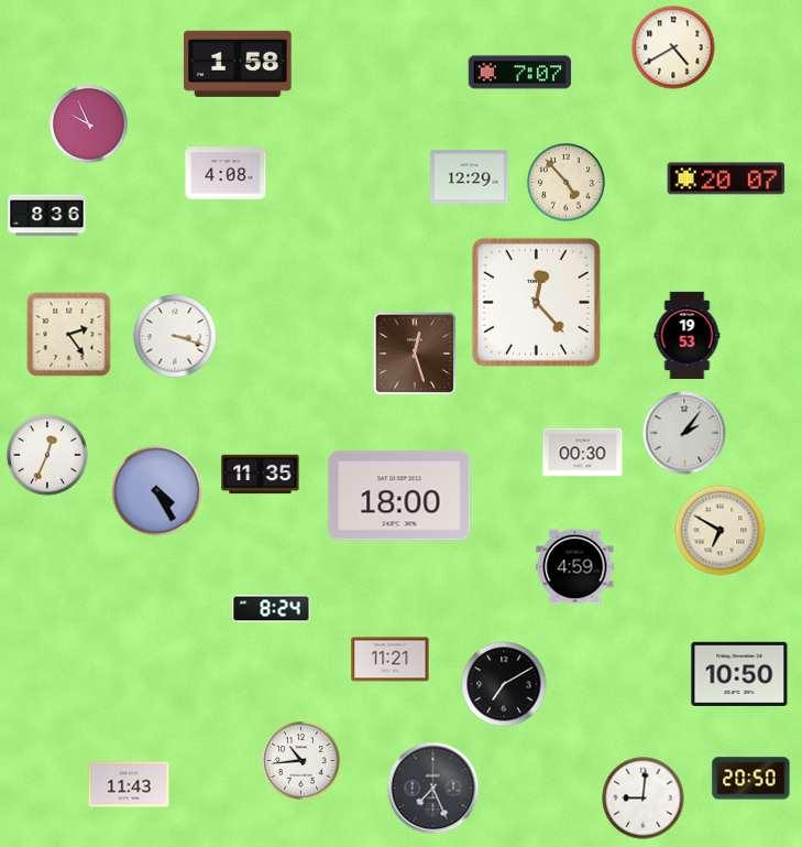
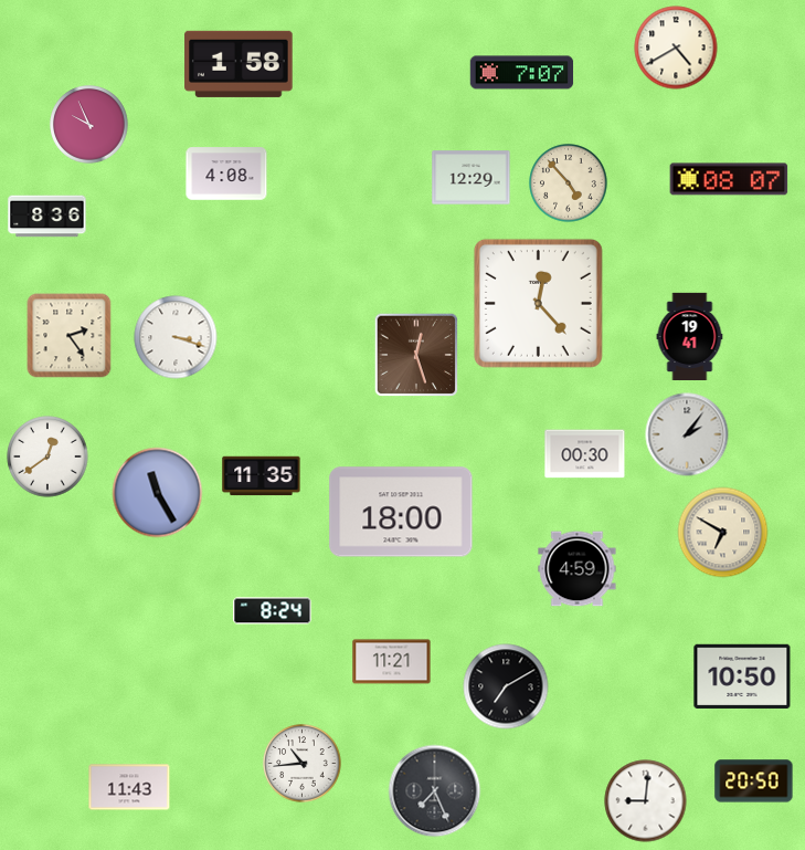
clock at (726, 178): 20:07 -> 08:07
clock at (688, 335): 19:53 -> 19:41
clock at (47, 455): 12:34 -> 12:39
clock at (157, 491): 4:25 -> 11:25
clock at (399, 496) position: (399, 496) -> (401, 512)
